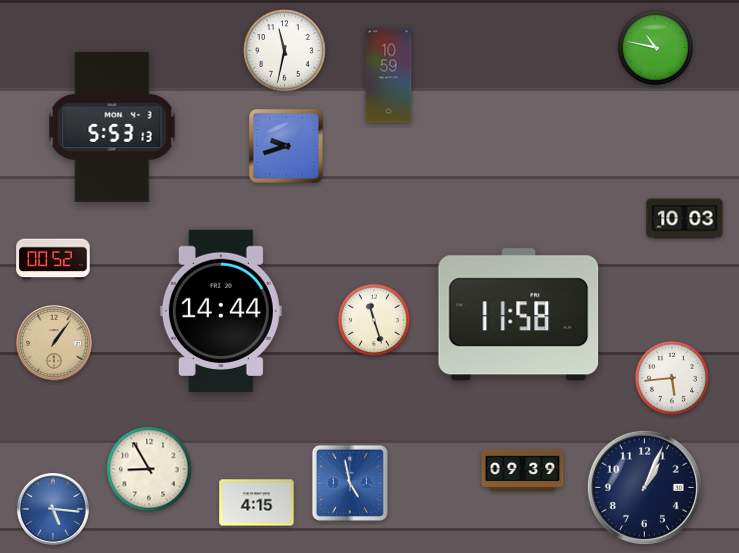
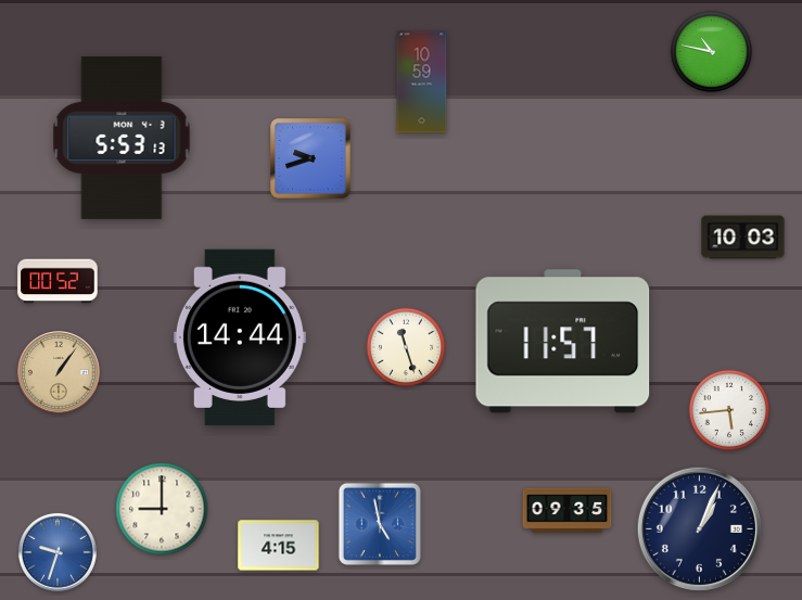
clock at (285, 51): 11:32 -> none
clock at (519, 315): 11:58 -> 11:57
clock at (149, 469): 8:55 -> 9:00
clock at (523, 471): 09:39 -> 09:35
clock at (53, 509): 5:16 -> 9:33
